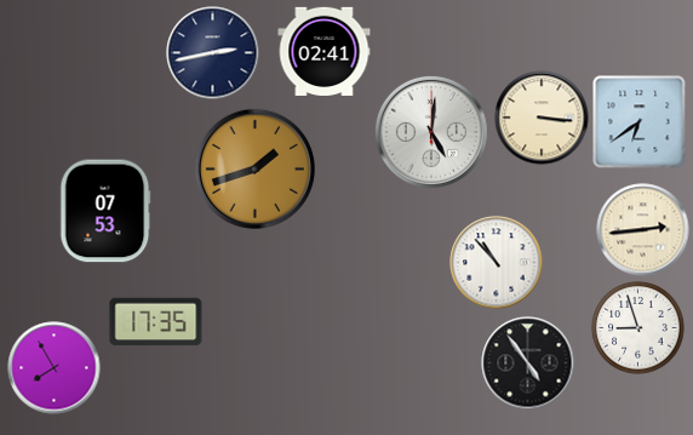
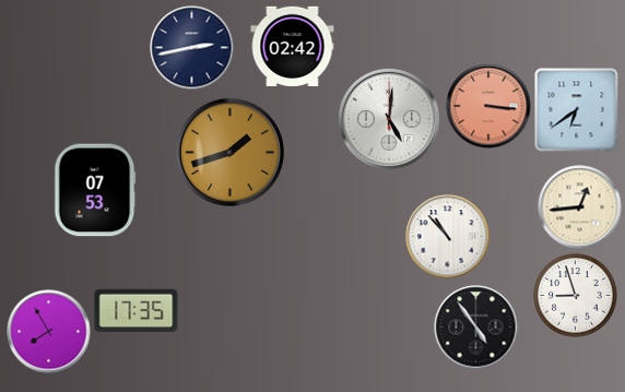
clock at (325, 51): 02:41 -> 02:42
clock at (542, 118) dial: cream -> salmon
clock at (643, 230): 2:44 -> 12:44
clock at (156, 322) position: (156, 322) -> (137, 311)
